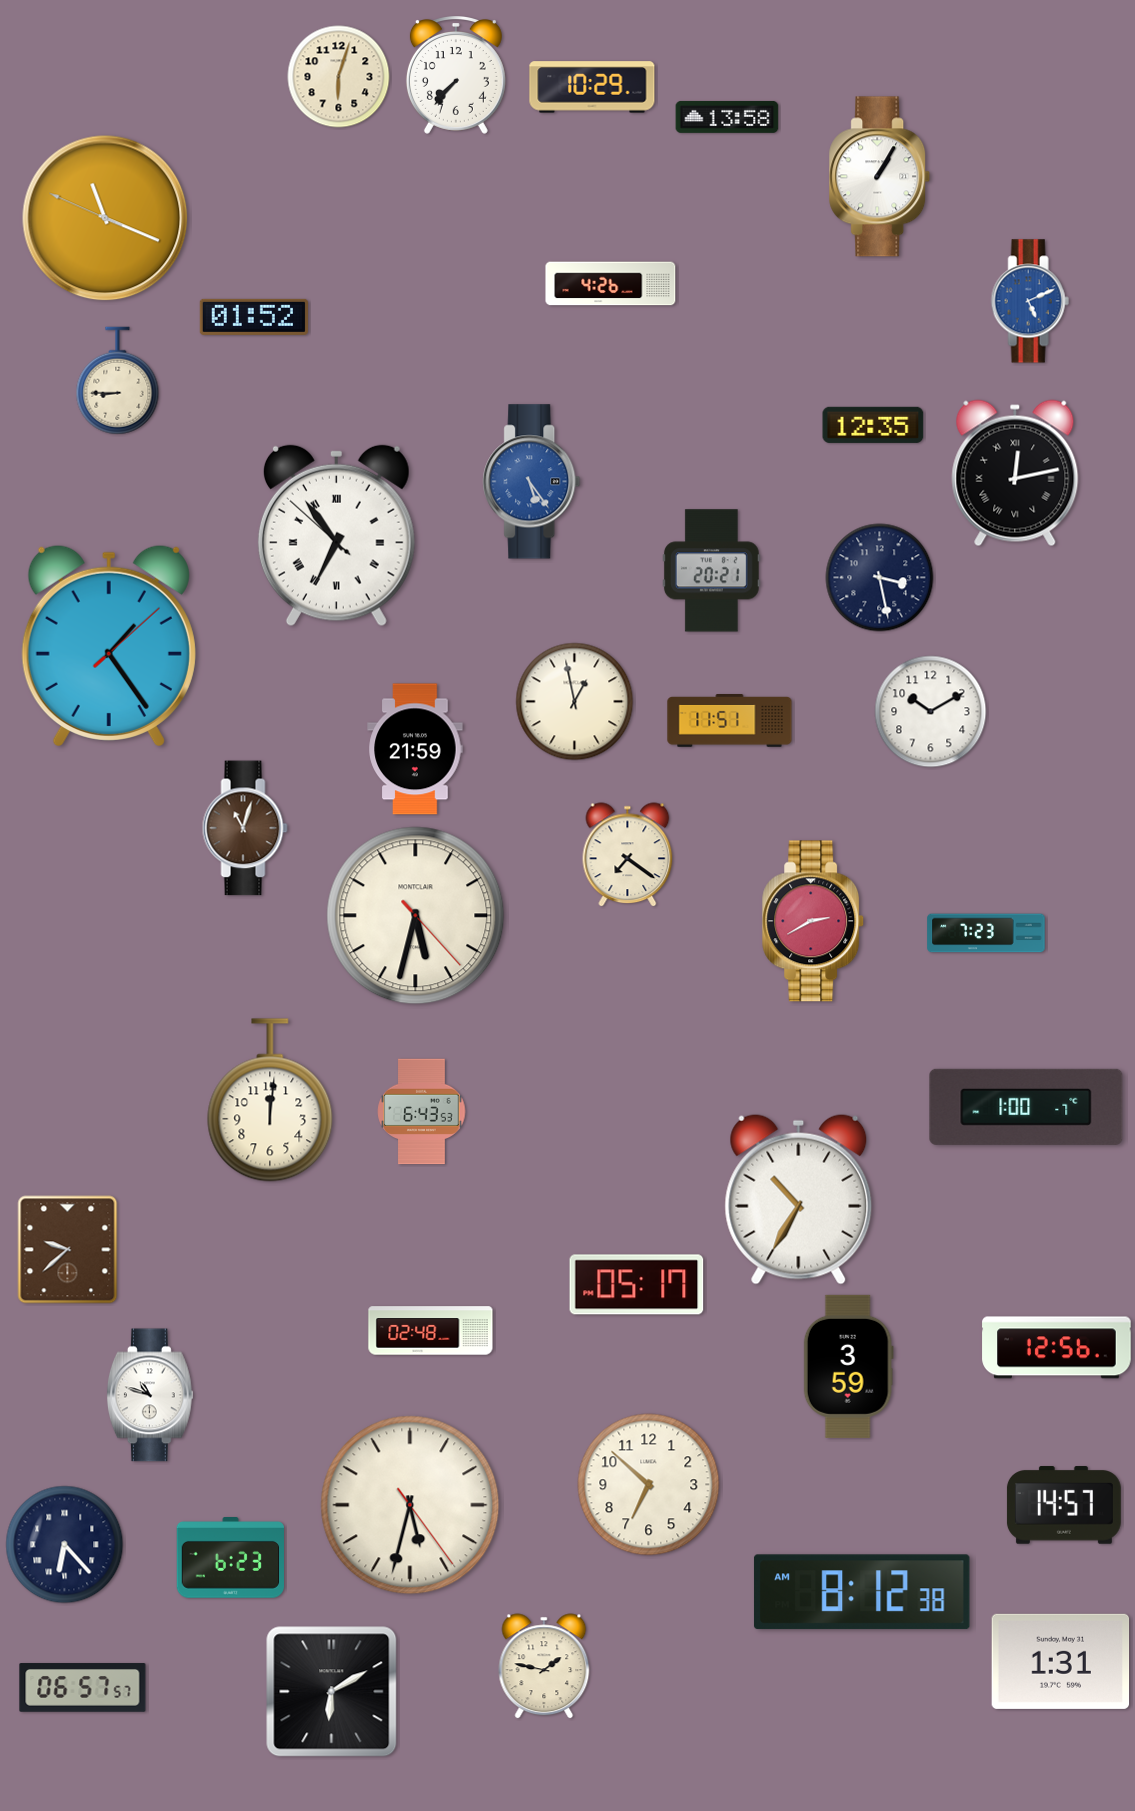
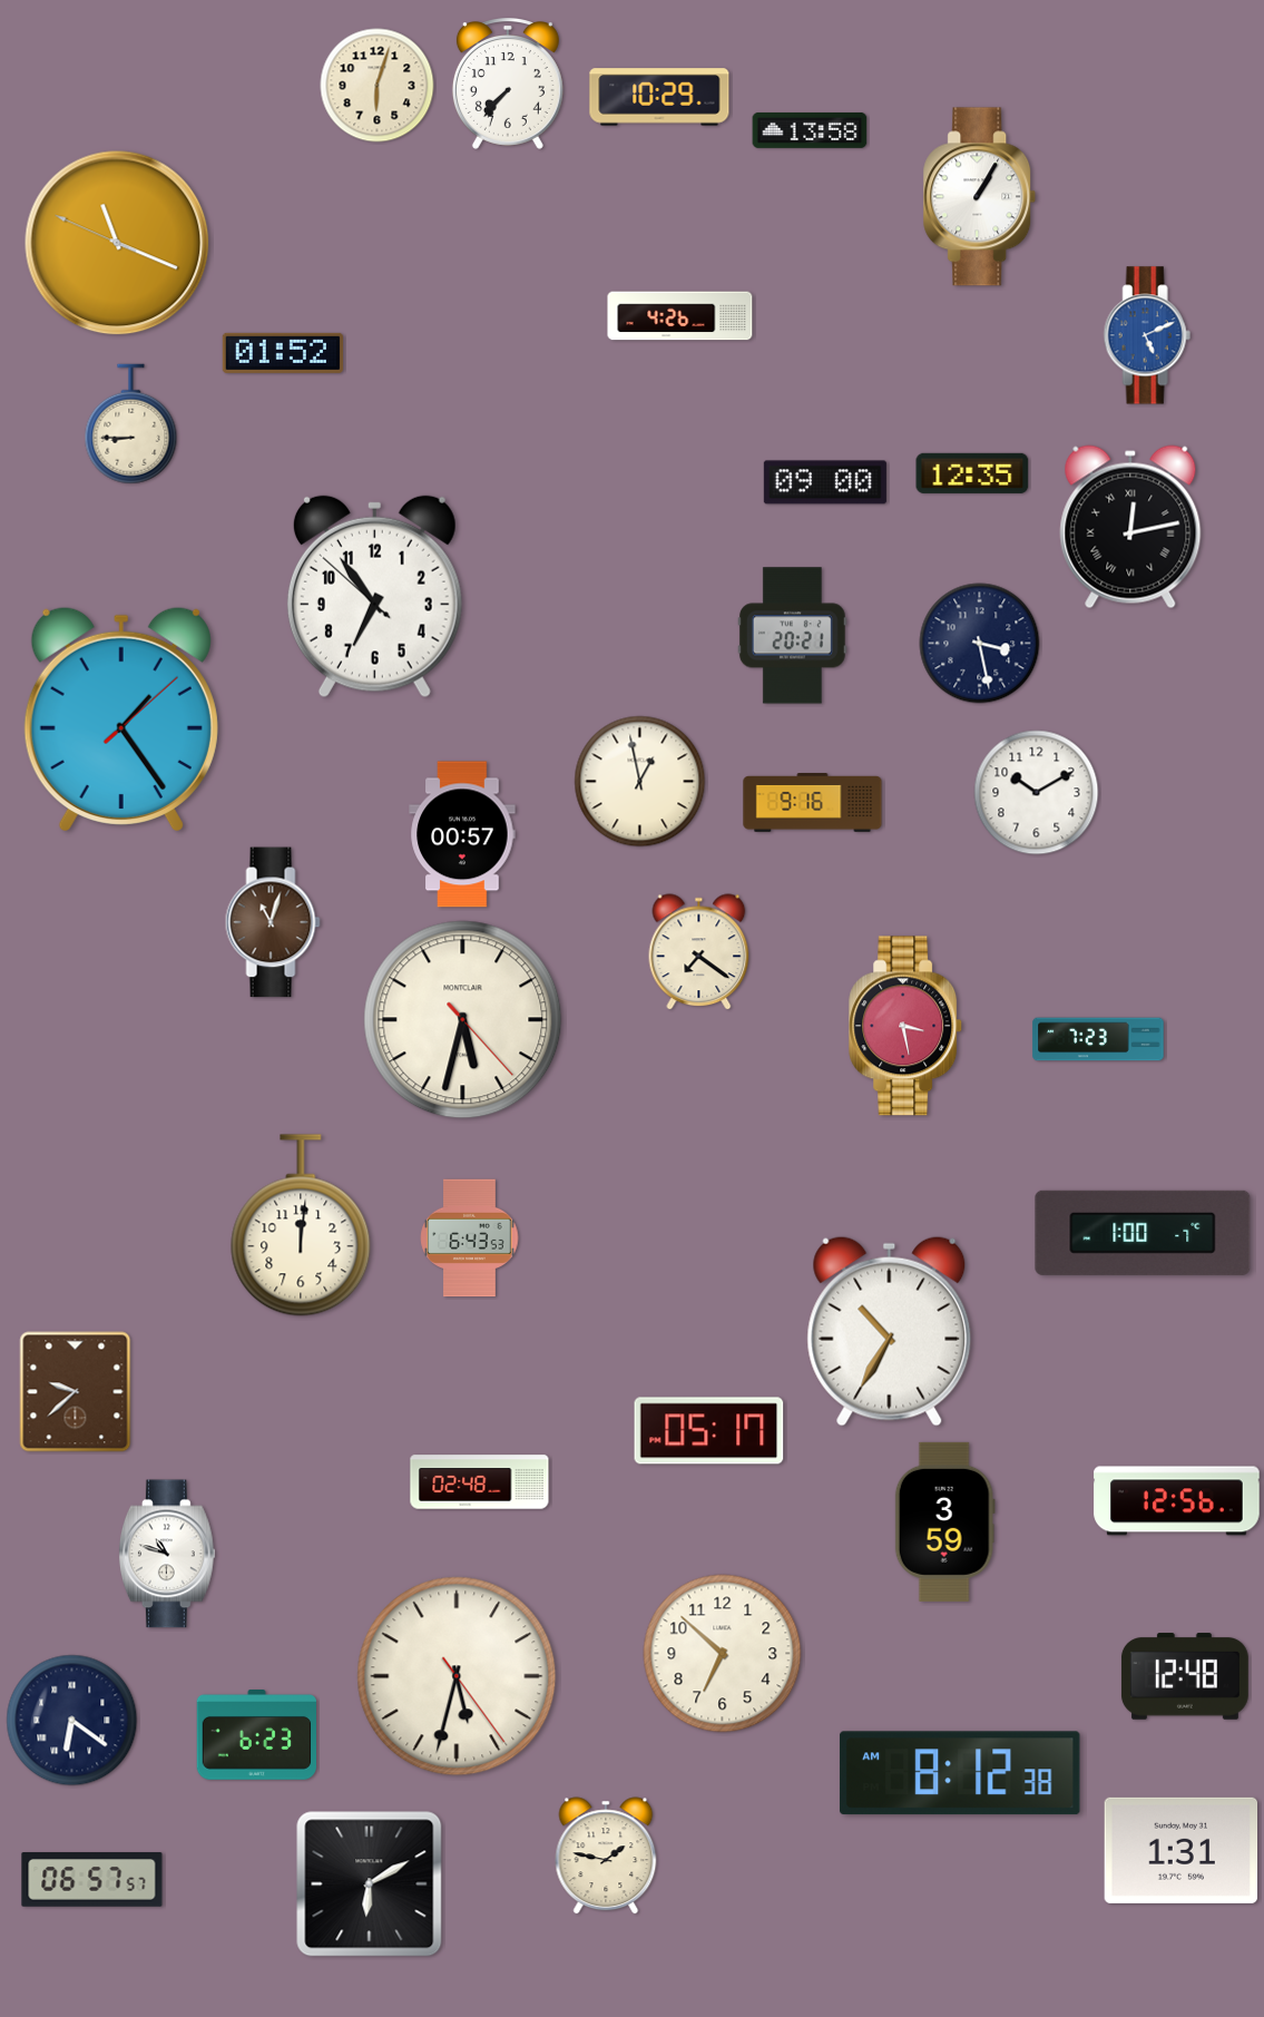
clock at (825, 482): none -> 09:00
clock at (532, 482): 5:24 -> none
clock at (336, 536) numerals: Roman -> Arabic
clock at (730, 721): 11:51 -> 9:16
clock at (415, 749): 21:59 -> 00:57
clock at (814, 921): 2:40 -> 3:28
clock at (799, 1199) position: (799, 1199) -> (890, 1331)
clock at (1064, 1505): 14:57 -> 12:48
clock at (65, 1545): 6:23 -> 6:21
